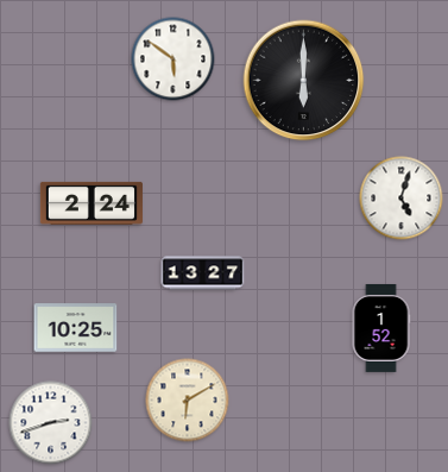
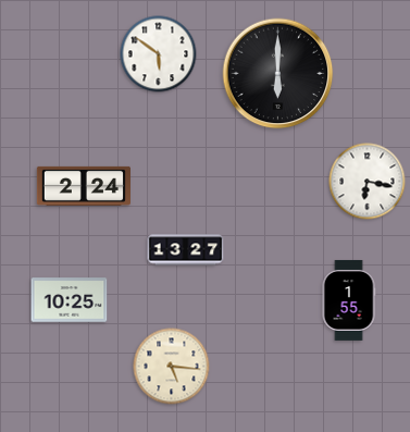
clock at (402, 199): 5:03 -> 6:17
clock at (381, 328): 1:52 -> 1:55
clock at (188, 401): 6:10 -> 5:16
clock at (51, 423): 2:42 -> none
